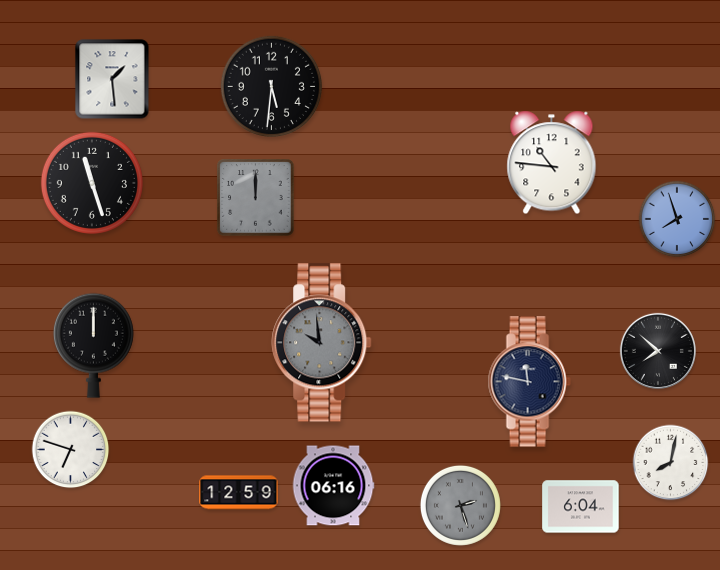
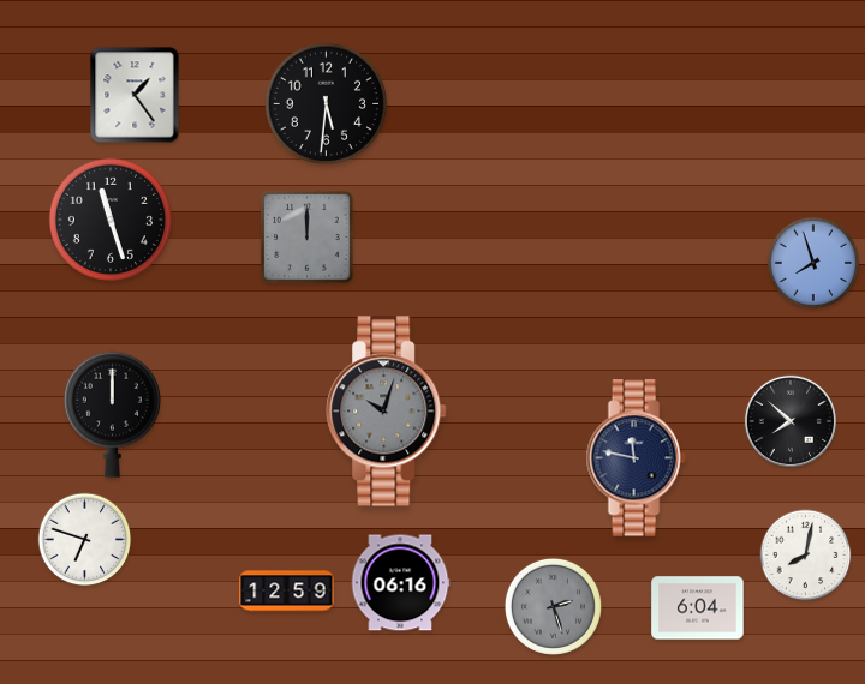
clock at (112, 79): 1:29 -> 1:24
clock at (552, 163): 10:46 -> none
clock at (322, 343): 9:59 -> 10:03
